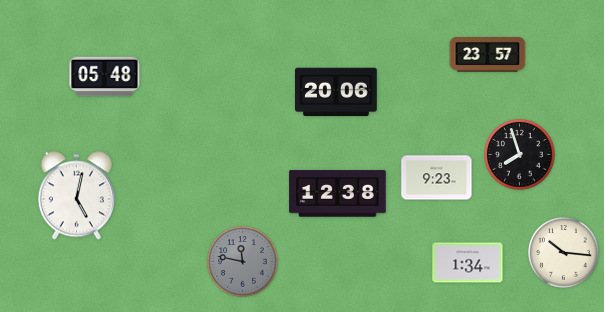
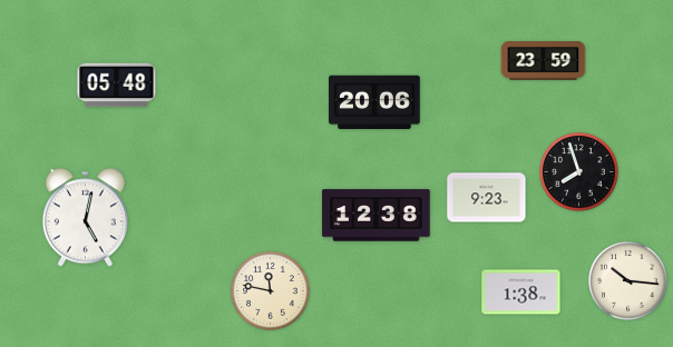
clock at (488, 55): 23:57 -> 23:59
clock at (243, 262) dial: grey -> cream
clock at (468, 263): 1:34 -> 1:38
